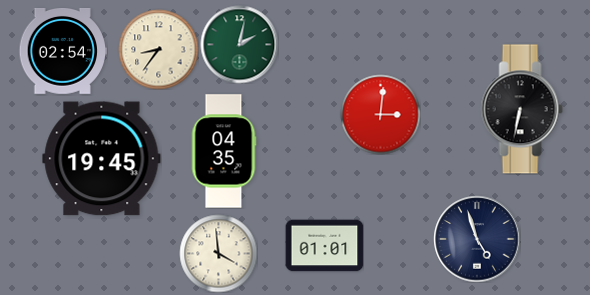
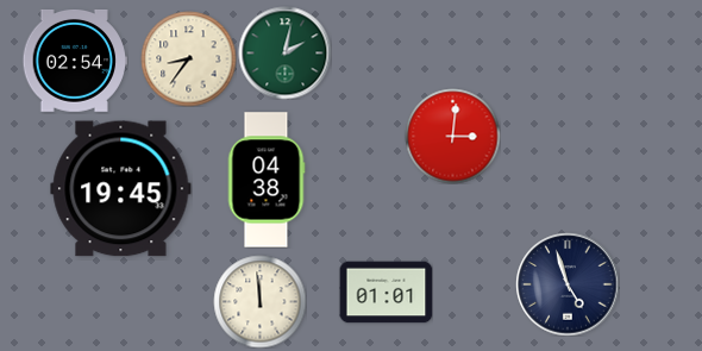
clock at (522, 109): 6:32 -> none
clock at (224, 151): 04:35 -> 04:38
clock at (218, 253): 3:59 -> 11:59
